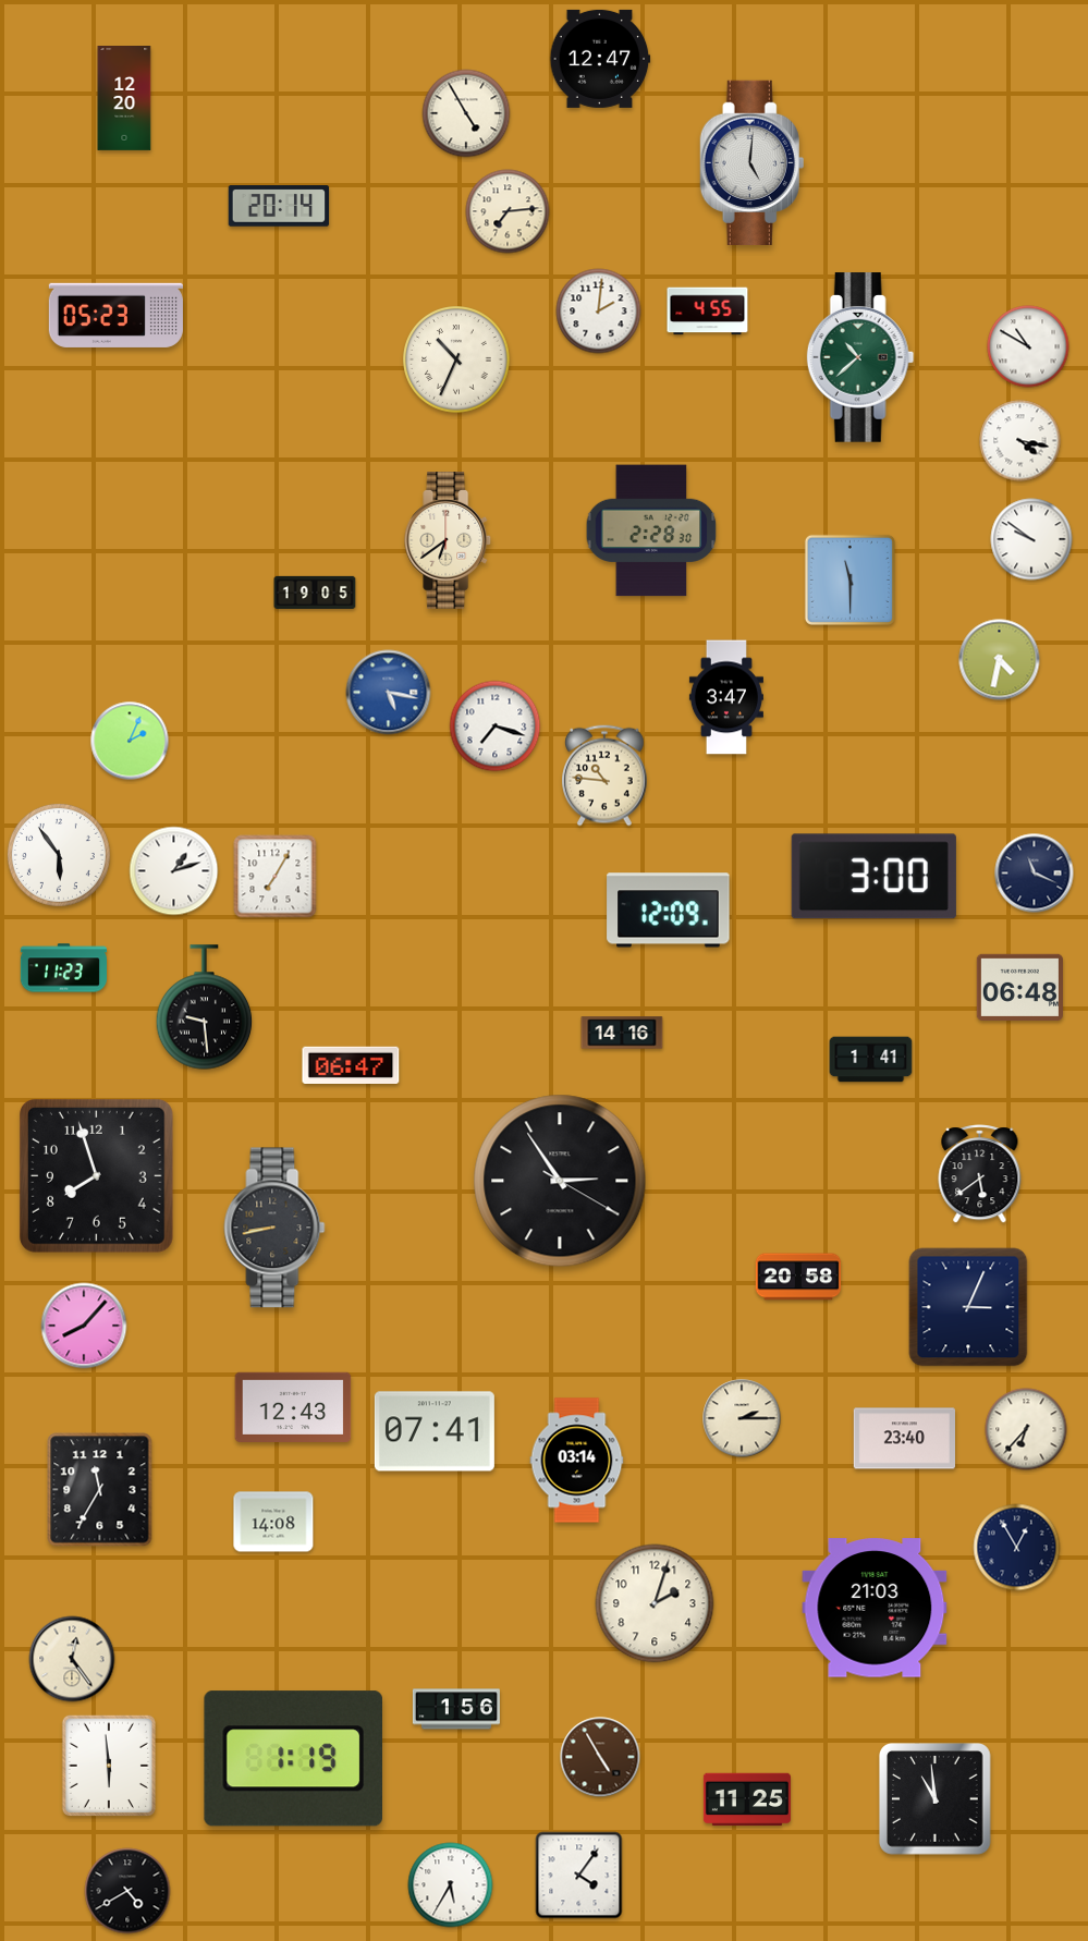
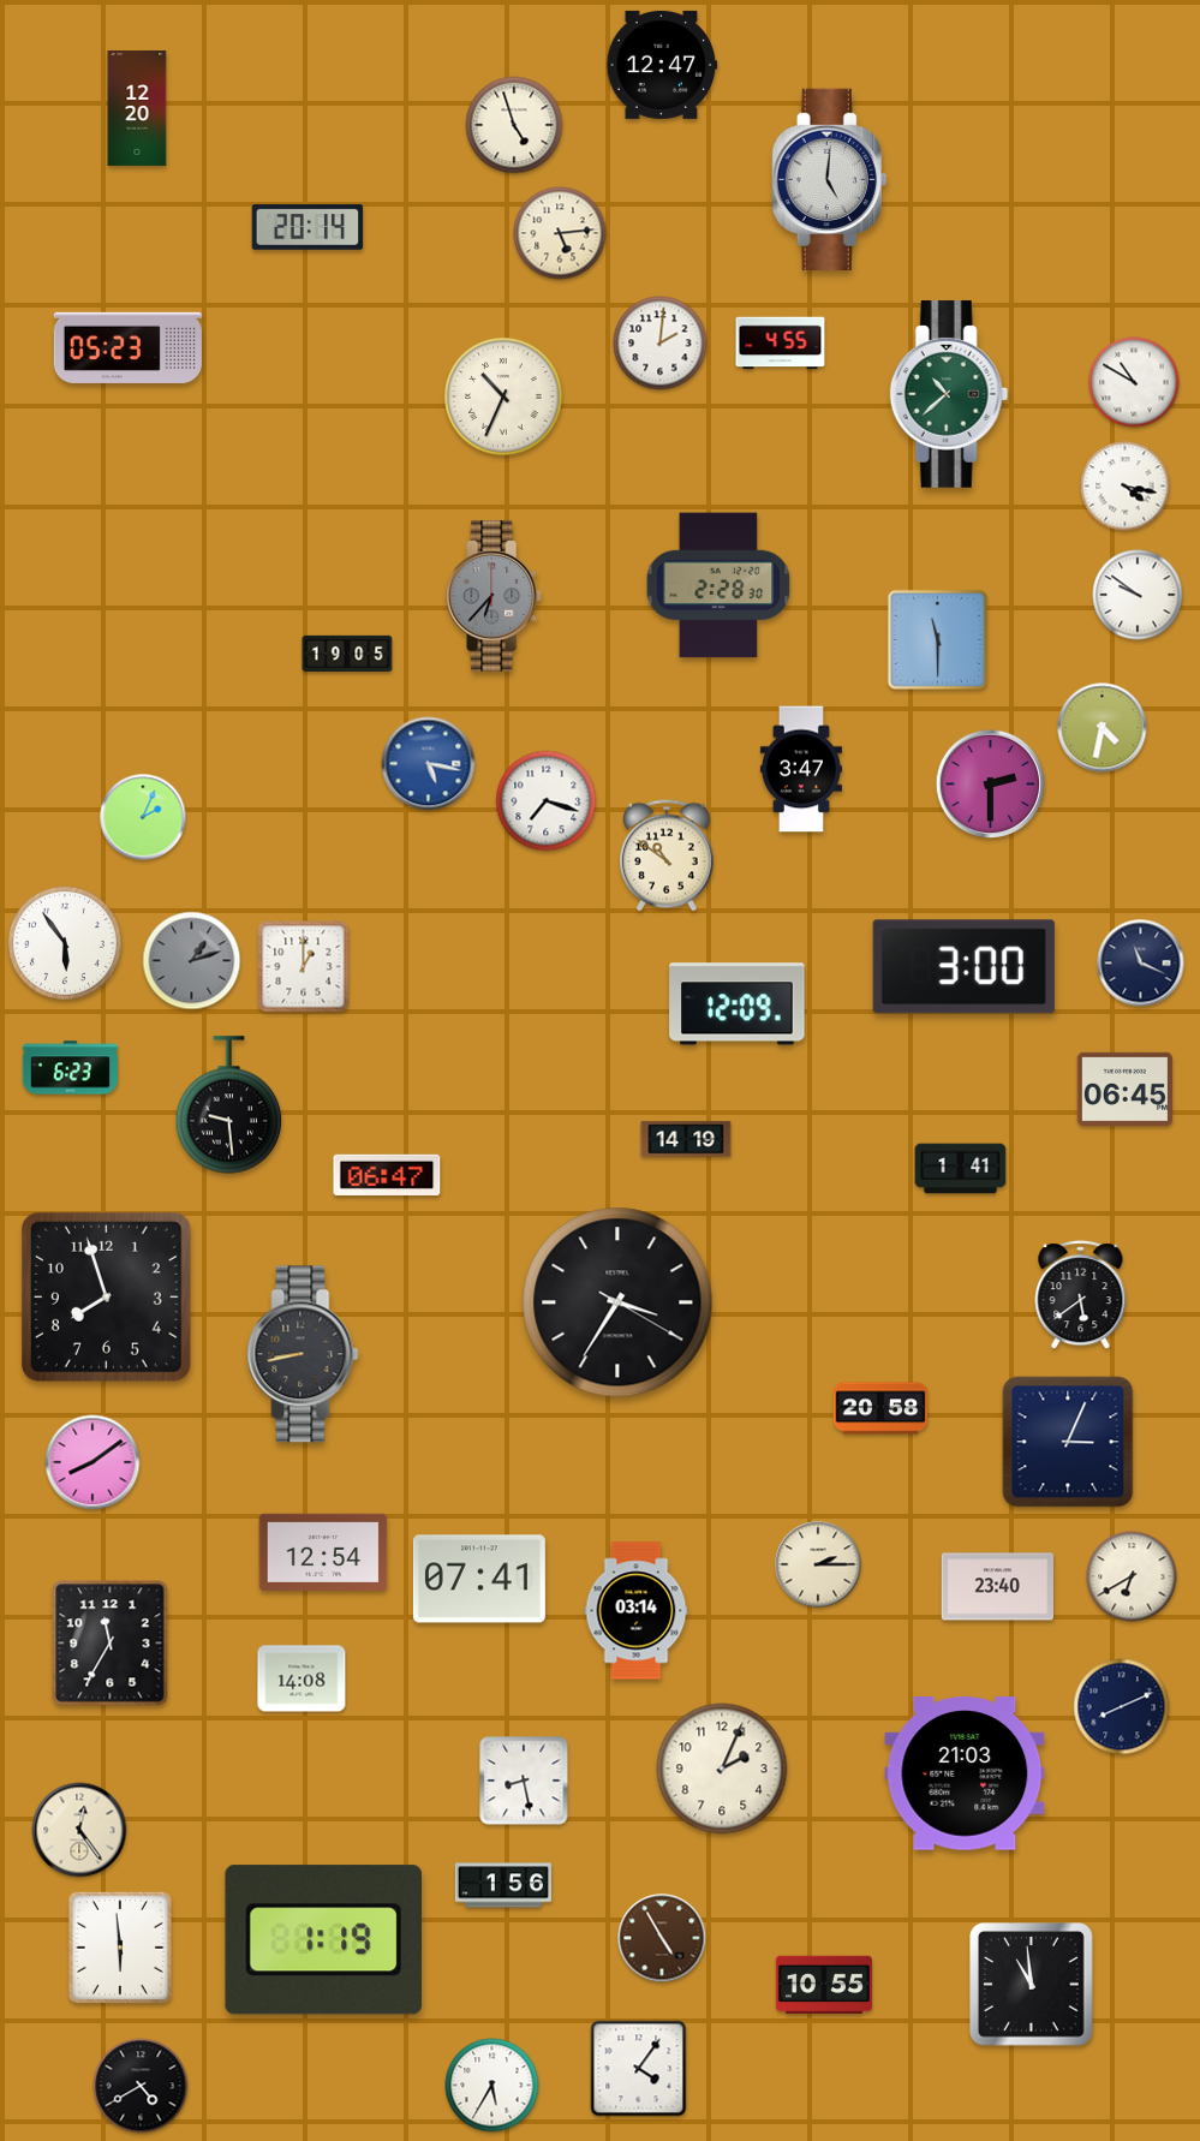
clock at (466, 113): 4:55 -> 4:57
clock at (508, 211): 7:14 -> 5:14
clock at (449, 541): 6:39 -> 6:37
clock at (449, 541) dial: cream -> grey
clock at (991, 785): none -> 2:30
clock at (604, 776): 10:46 -> 10:51
clock at (174, 871) dial: white -> grey
clock at (276, 877): 7:05 -> 1:00
clock at (63, 968): 11:23 -> 6:23
clock at (1019, 987): 06:48 -> 06:45
clock at (205, 1008) position: (205, 1008) -> (229, 1105)
clock at (622, 1033): 14:16 -> 14:19
clock at (560, 1181): 2:54 -> 3:35
clock at (84, 1326): 8:07 -> 8:09
clock at (293, 1406): 12:43 -> 12:54
clock at (1026, 1429): 6:37 -> 6:40
clock at (1017, 1548): 12:55 -> 8:11
clock at (655, 1603): 2:03 -> 2:04
clock at (524, 1781): none -> 8:28
clock at (747, 1799): 11:25 -> 10:55
clock at (451, 1885) position: (451, 1885) -> (492, 2086)
